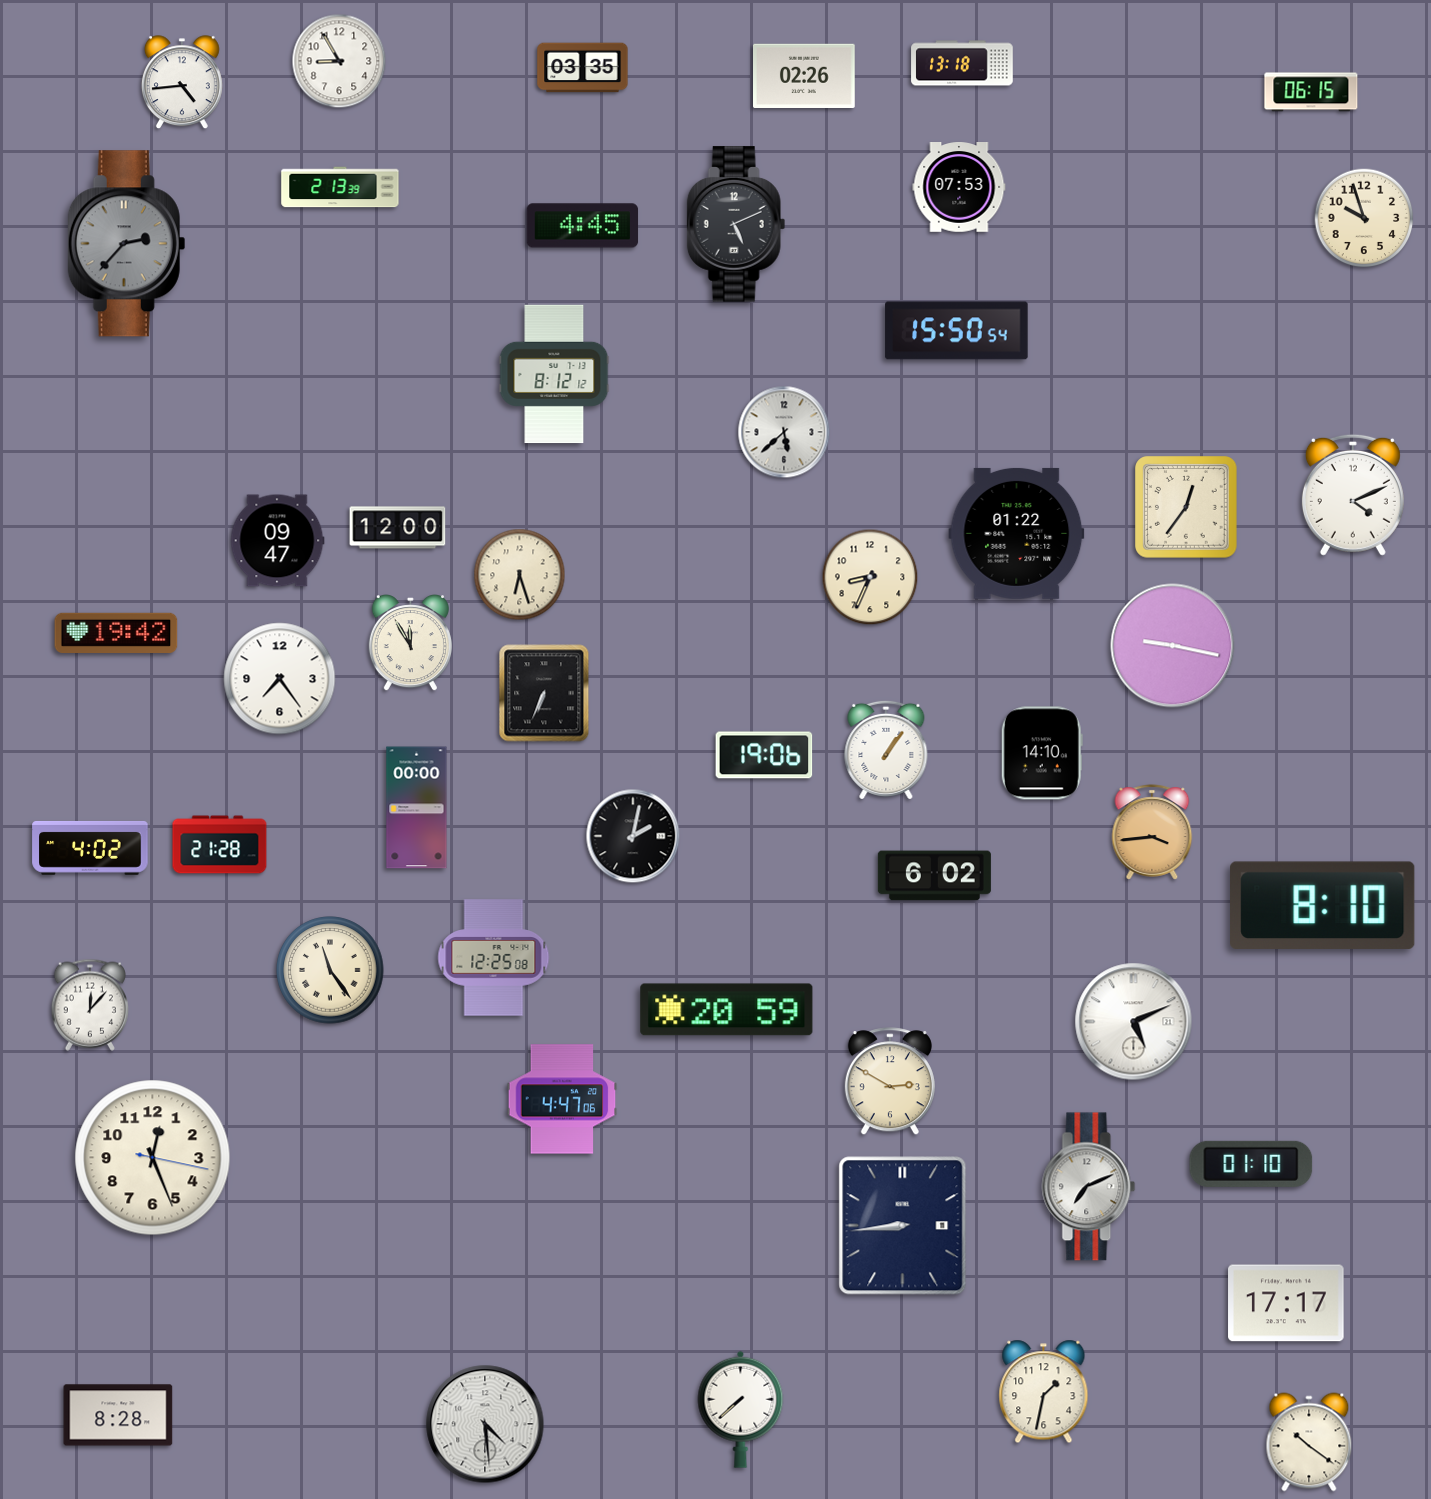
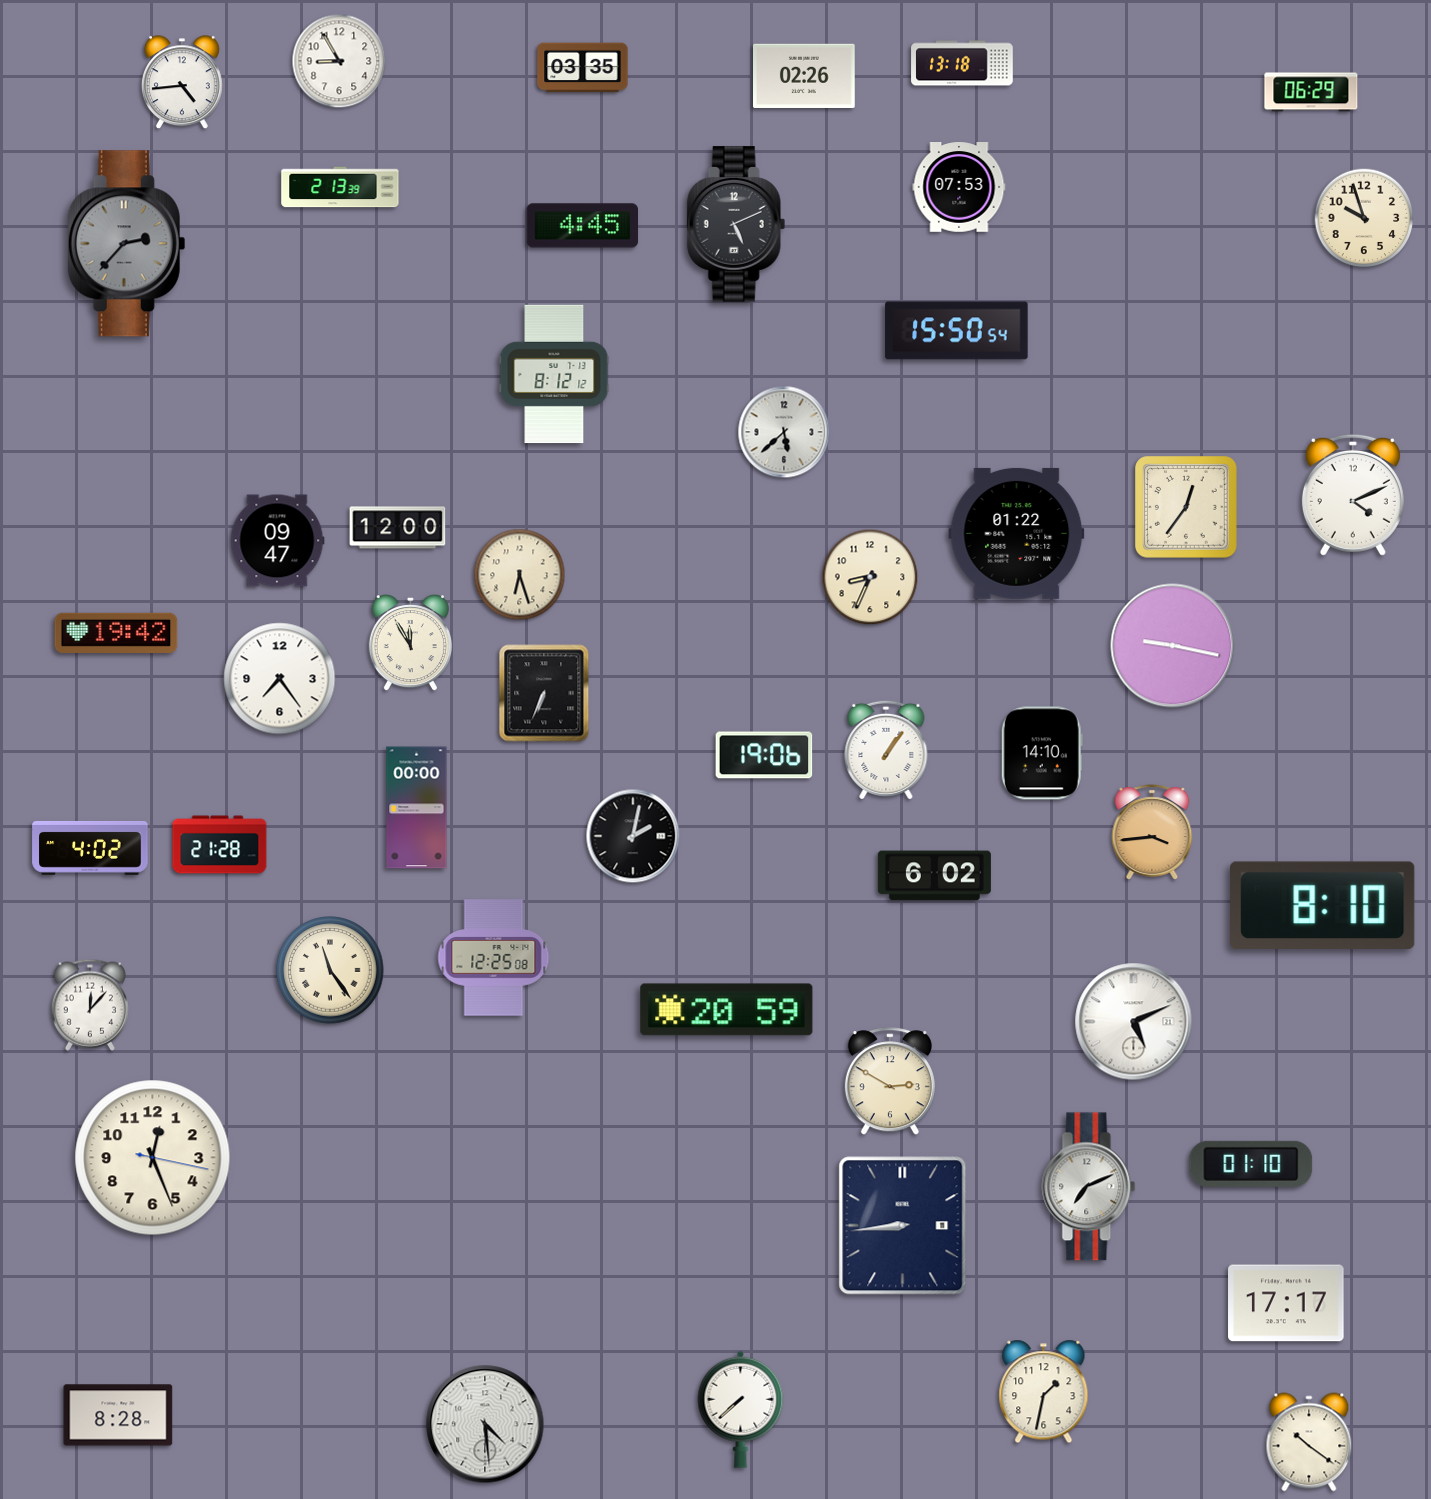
clock at (1311, 92): 06:15 -> 06:29
clock at (562, 1099): 4:47 -> none
